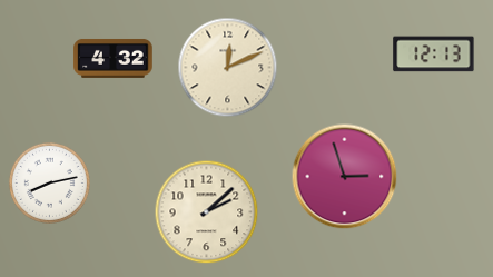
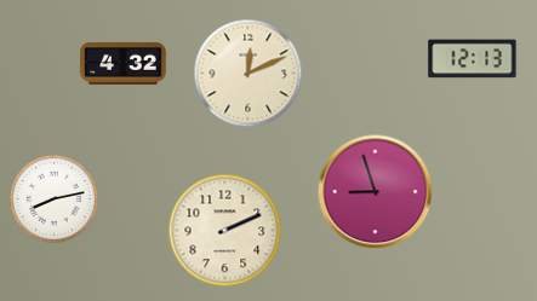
clock at (345, 177): 2:57 -> 8:57
clock at (207, 212): 2:08 -> 2:11
